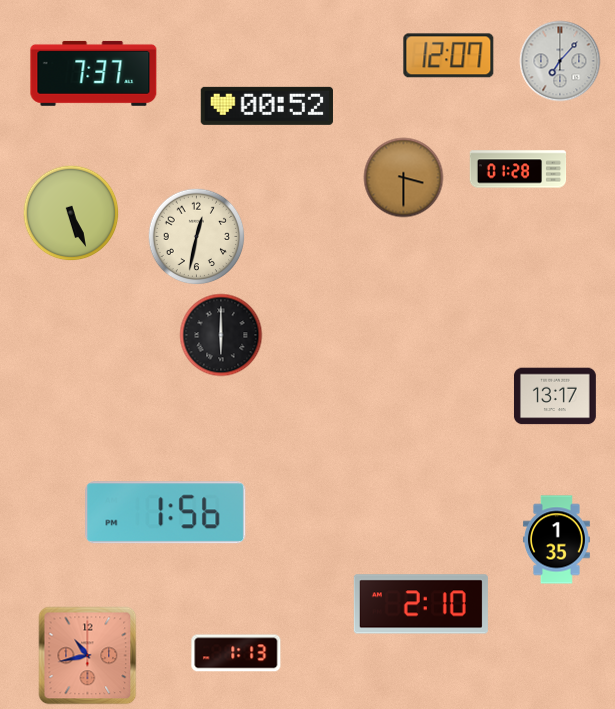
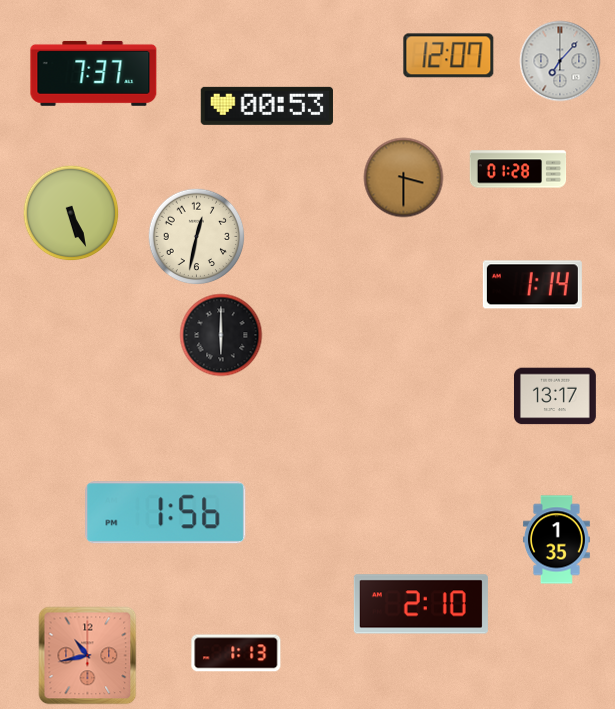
clock at (267, 106): 00:52 -> 00:53
clock at (532, 285): none -> 1:14
